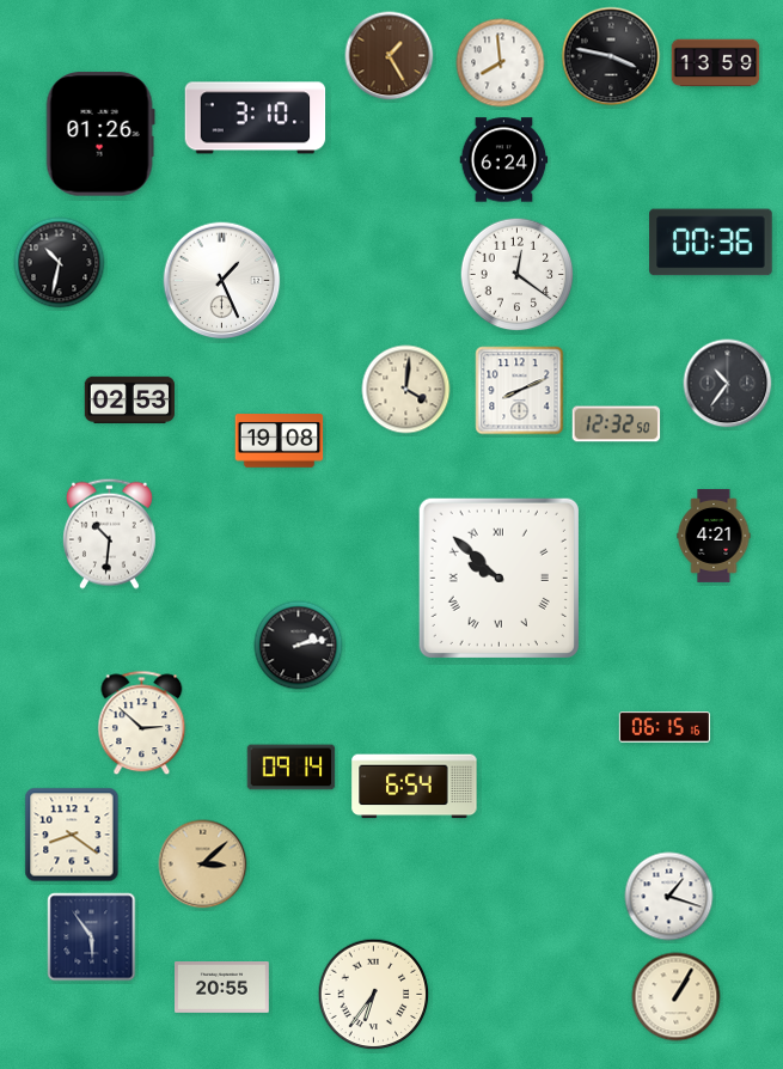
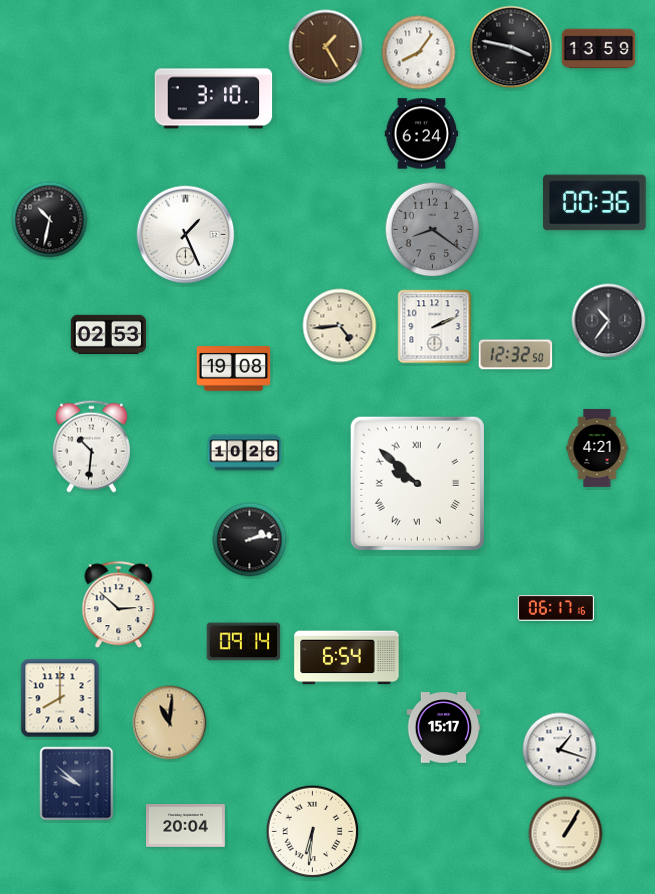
clock at (501, 63): 7:59 -> 8:06
clock at (716, 63) position: (716, 63) -> (599, 49)
clock at (100, 134): 01:26 -> none
clock at (518, 275): 12:21 -> 8:21
clock at (518, 275) dial: white -> grey
clock at (406, 390): 4:01 -> 4:44
clock at (520, 391): 8:11 -> 2:11
clock at (245, 453): none -> 10:26
clock at (665, 727): 06:15 -> 06:17
clock at (72, 835): 8:21 -> 8:00
clock at (203, 865): 3:08 -> 11:01
clock at (444, 728): none -> 15:17
clock at (92, 937): 5:54 -> 9:52
clock at (222, 988): 20:55 -> 20:04
clock at (374, 995): 6:36 -> 6:31
